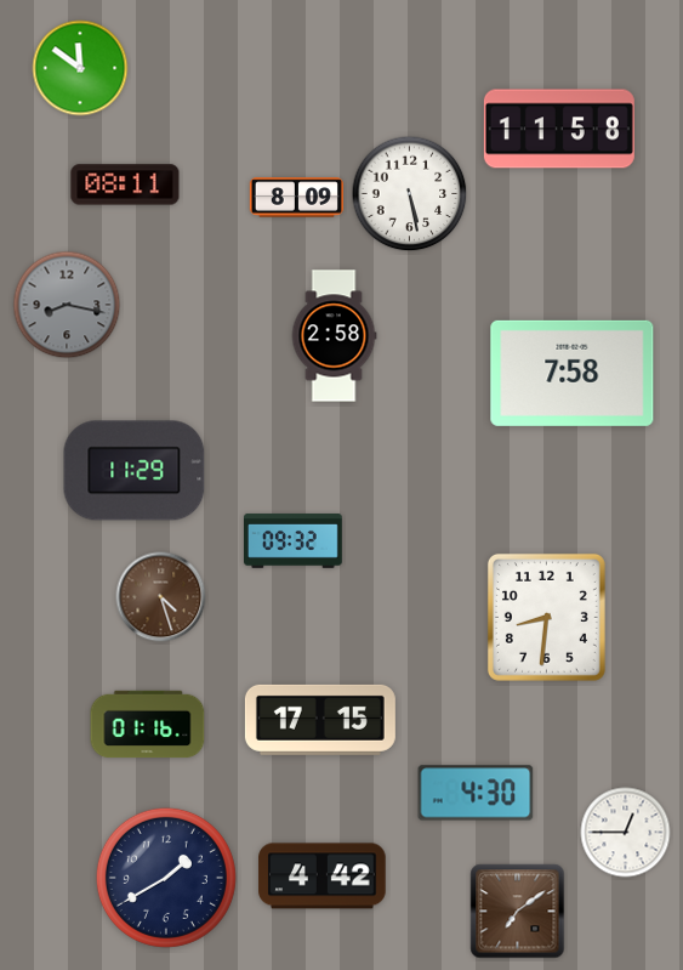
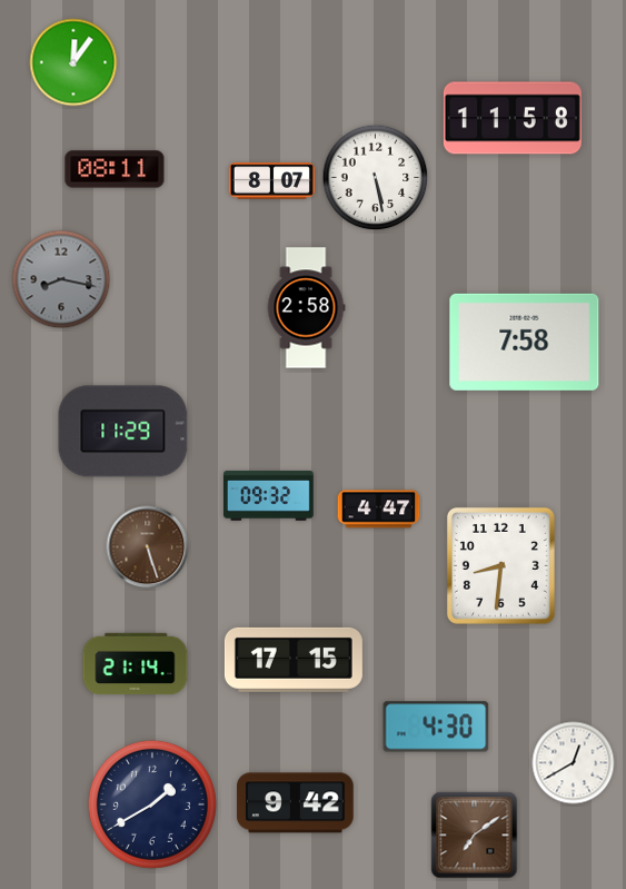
clock at (80, 68): 11:51 -> 12:06
clock at (296, 198): 8:09 -> 8:07
clock at (379, 510): none -> 4:47
clock at (161, 597): 4:27 -> 5:27
clock at (148, 725): 01:16 -> 21:14
clock at (626, 833): 12:45 -> 12:40
clock at (323, 877): 4:42 -> 9:42
